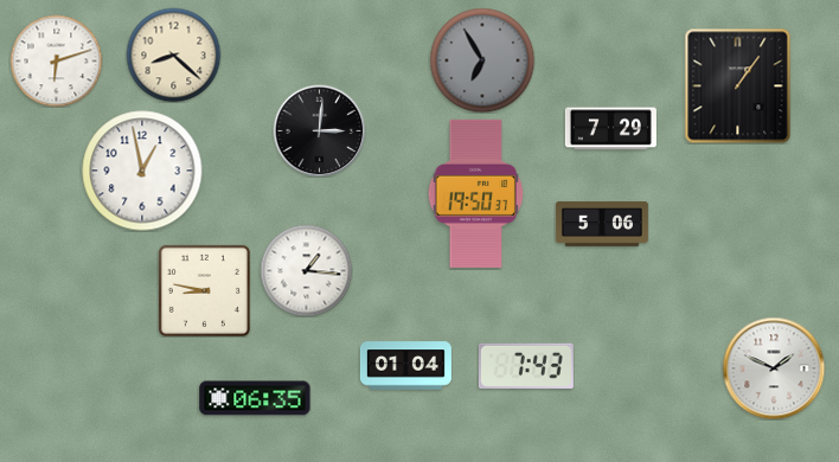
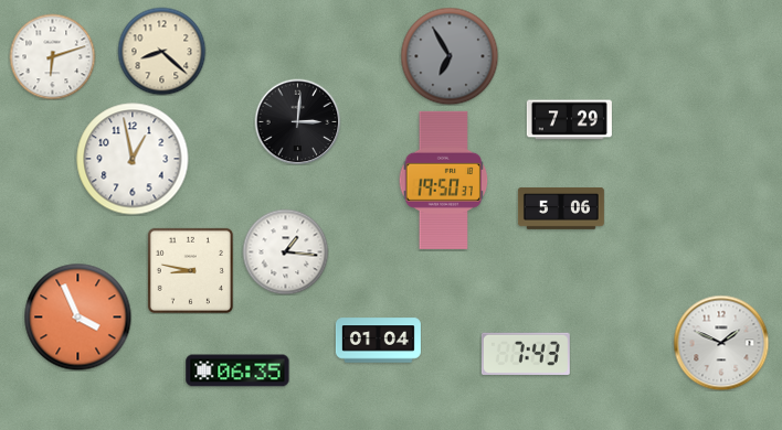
clock at (738, 85): 1:06 -> none
clock at (77, 316): none -> 3:56
clock at (526, 366) position: (526, 366) -> (526, 354)
